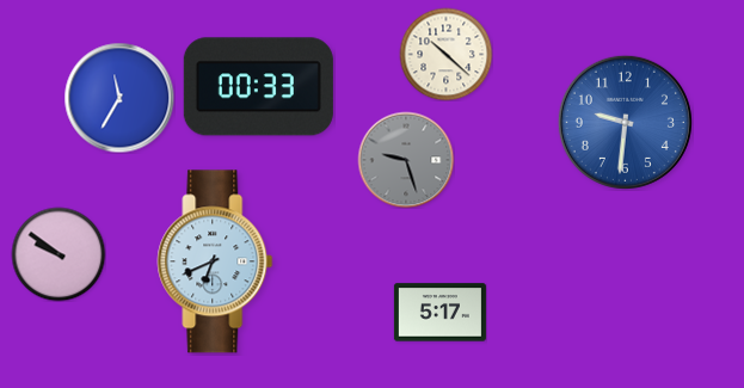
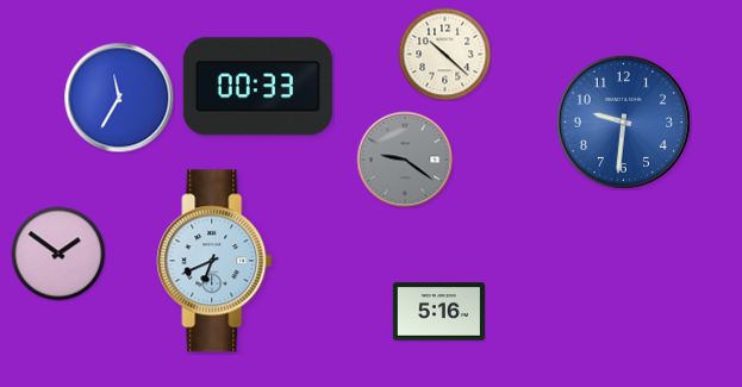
clock at (406, 160): 9:27 -> 9:21
clock at (59, 254): 9:51 -> 1:51
clock at (439, 313): 5:17 -> 5:16
